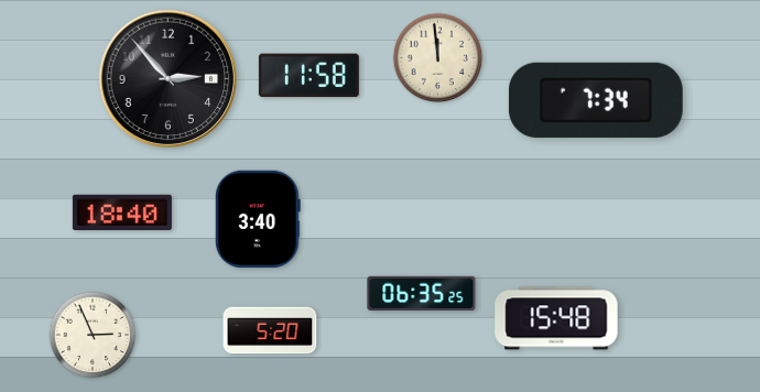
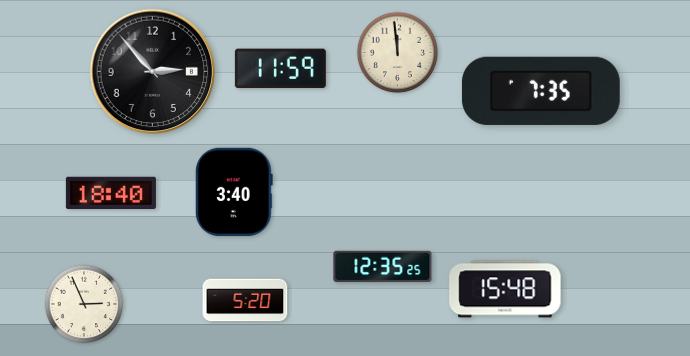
clock at (308, 76): 11:58 -> 11:59
clock at (596, 100): 7:34 -> 7:35
clock at (259, 219) position: (259, 219) -> (235, 192)
clock at (422, 294): 06:35 -> 12:35
